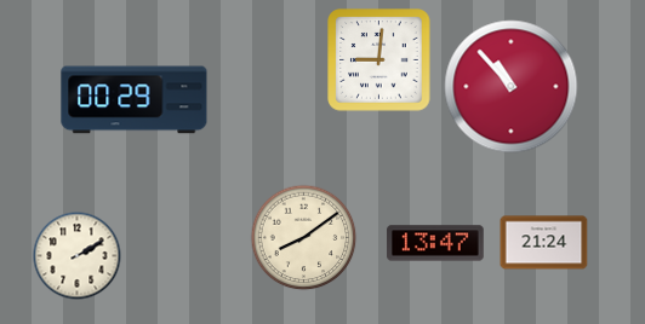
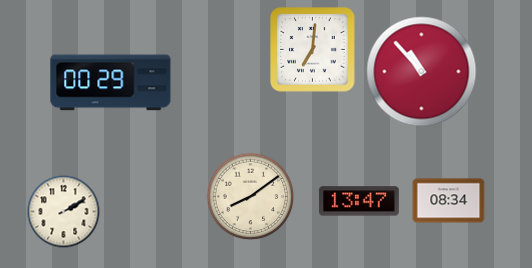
clock at (379, 60): 9:01 -> 7:01
clock at (544, 243): 21:24 -> 08:34
